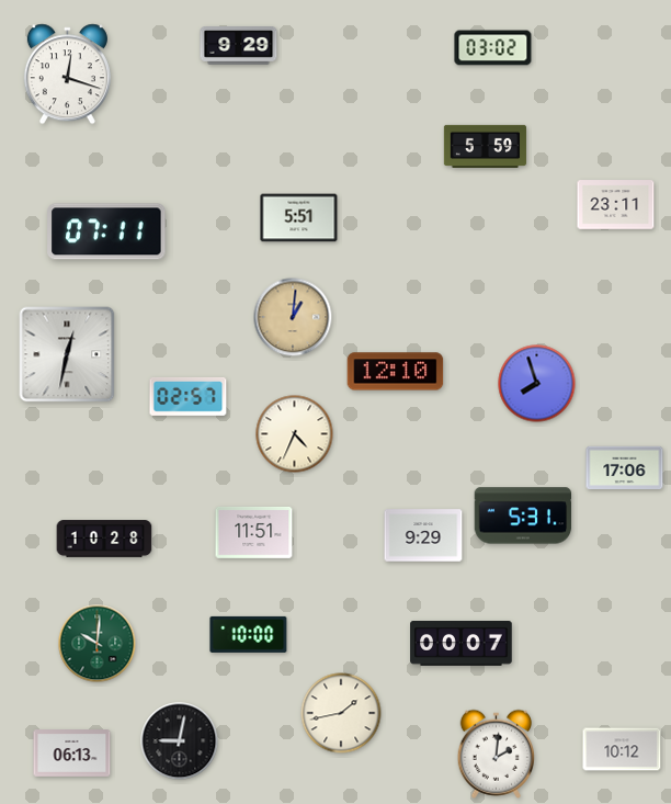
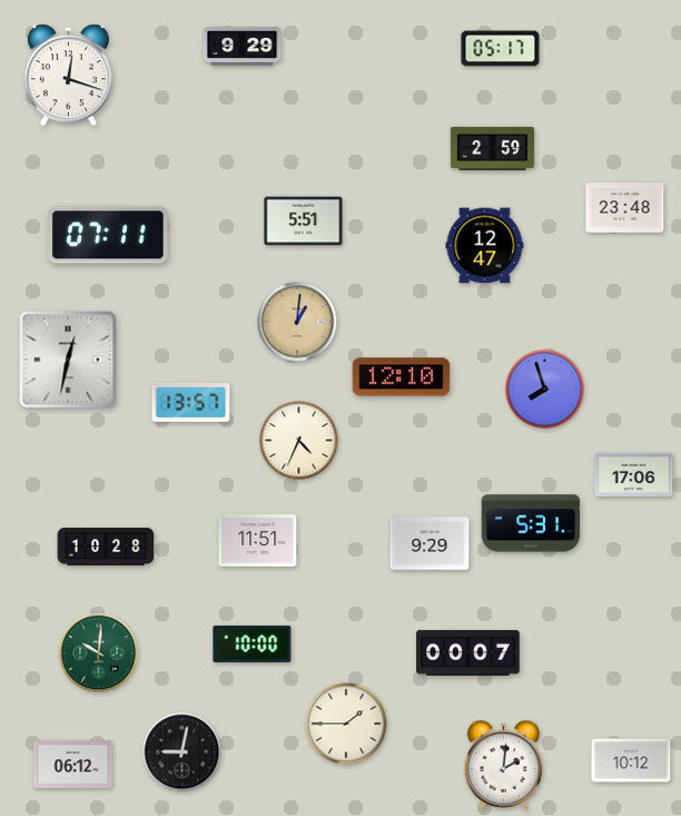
clock at (493, 48): 03:02 -> 05:17
clock at (486, 146): 5:59 -> 2:59
clock at (616, 205): 23:11 -> 23:48
clock at (485, 246): none -> 12:47
clock at (189, 396): 02:57 -> 13:57
clock at (341, 713): 1:43 -> 1:45
clock at (72, 754): 06:13 -> 06:12
